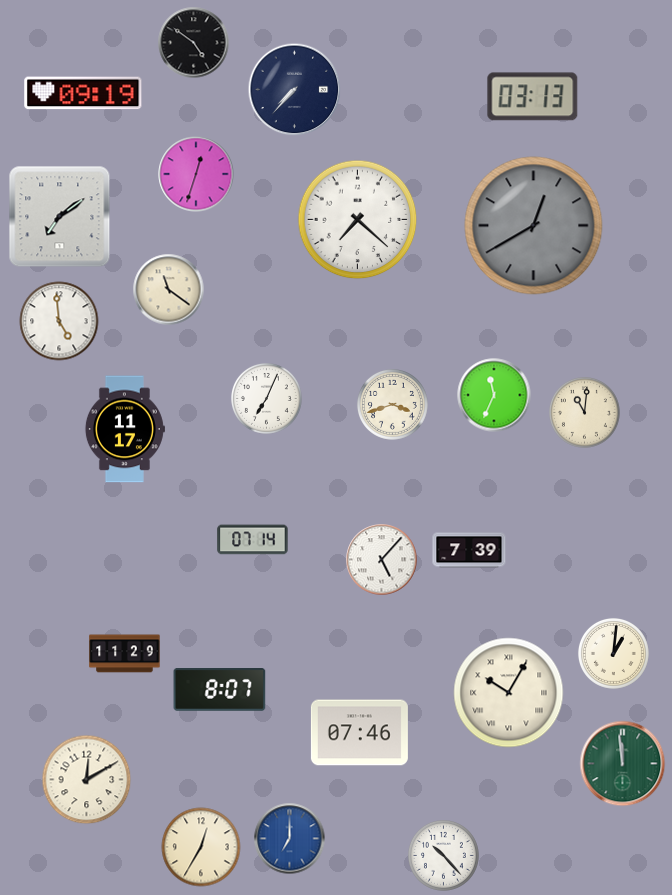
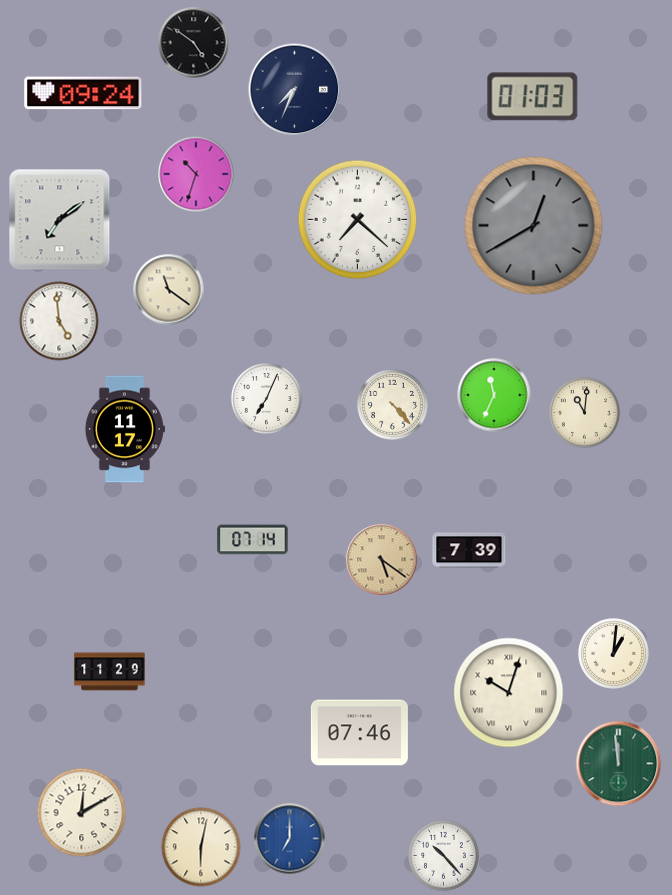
clock at (295, 90): 7:37 -> 7:34
clock at (83, 93): 09:19 -> 09:24
clock at (533, 97): 03:13 -> 01:03
clock at (196, 174): 12:33 -> 10:33
clock at (60, 217) position: (60, 217) -> (60, 220)
clock at (392, 404): 3:42 -> 4:23
clock at (382, 560): 5:07 -> 5:21
clock at (382, 560) dial: white -> champagne
clock at (125, 654) position: (125, 654) -> (110, 672)
clock at (220, 690): 8:07 -> none
clock at (509, 693): 10:05 -> 10:03
clock at (623, 764) position: (623, 764) -> (619, 764)
clock at (87, 780) position: (87, 780) -> (82, 813)
clock at (201, 847): 12:35 -> 6:02
